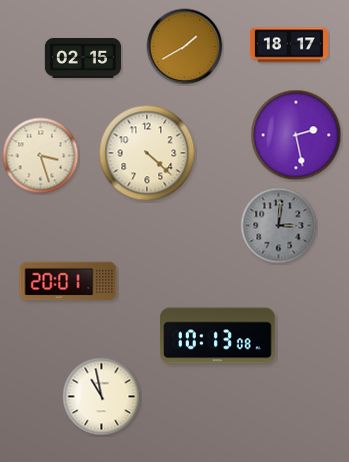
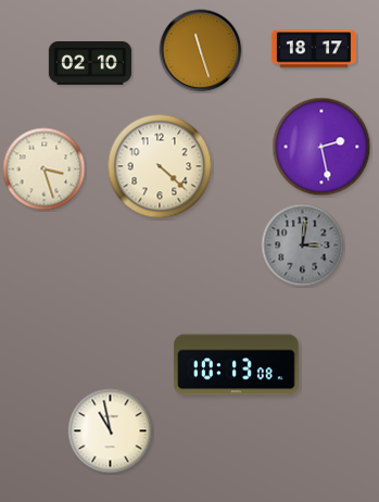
clock at (185, 47): 1:40 -> 11:27
clock at (82, 58): 02:15 -> 02:10
clock at (68, 281): 20:01 -> none
